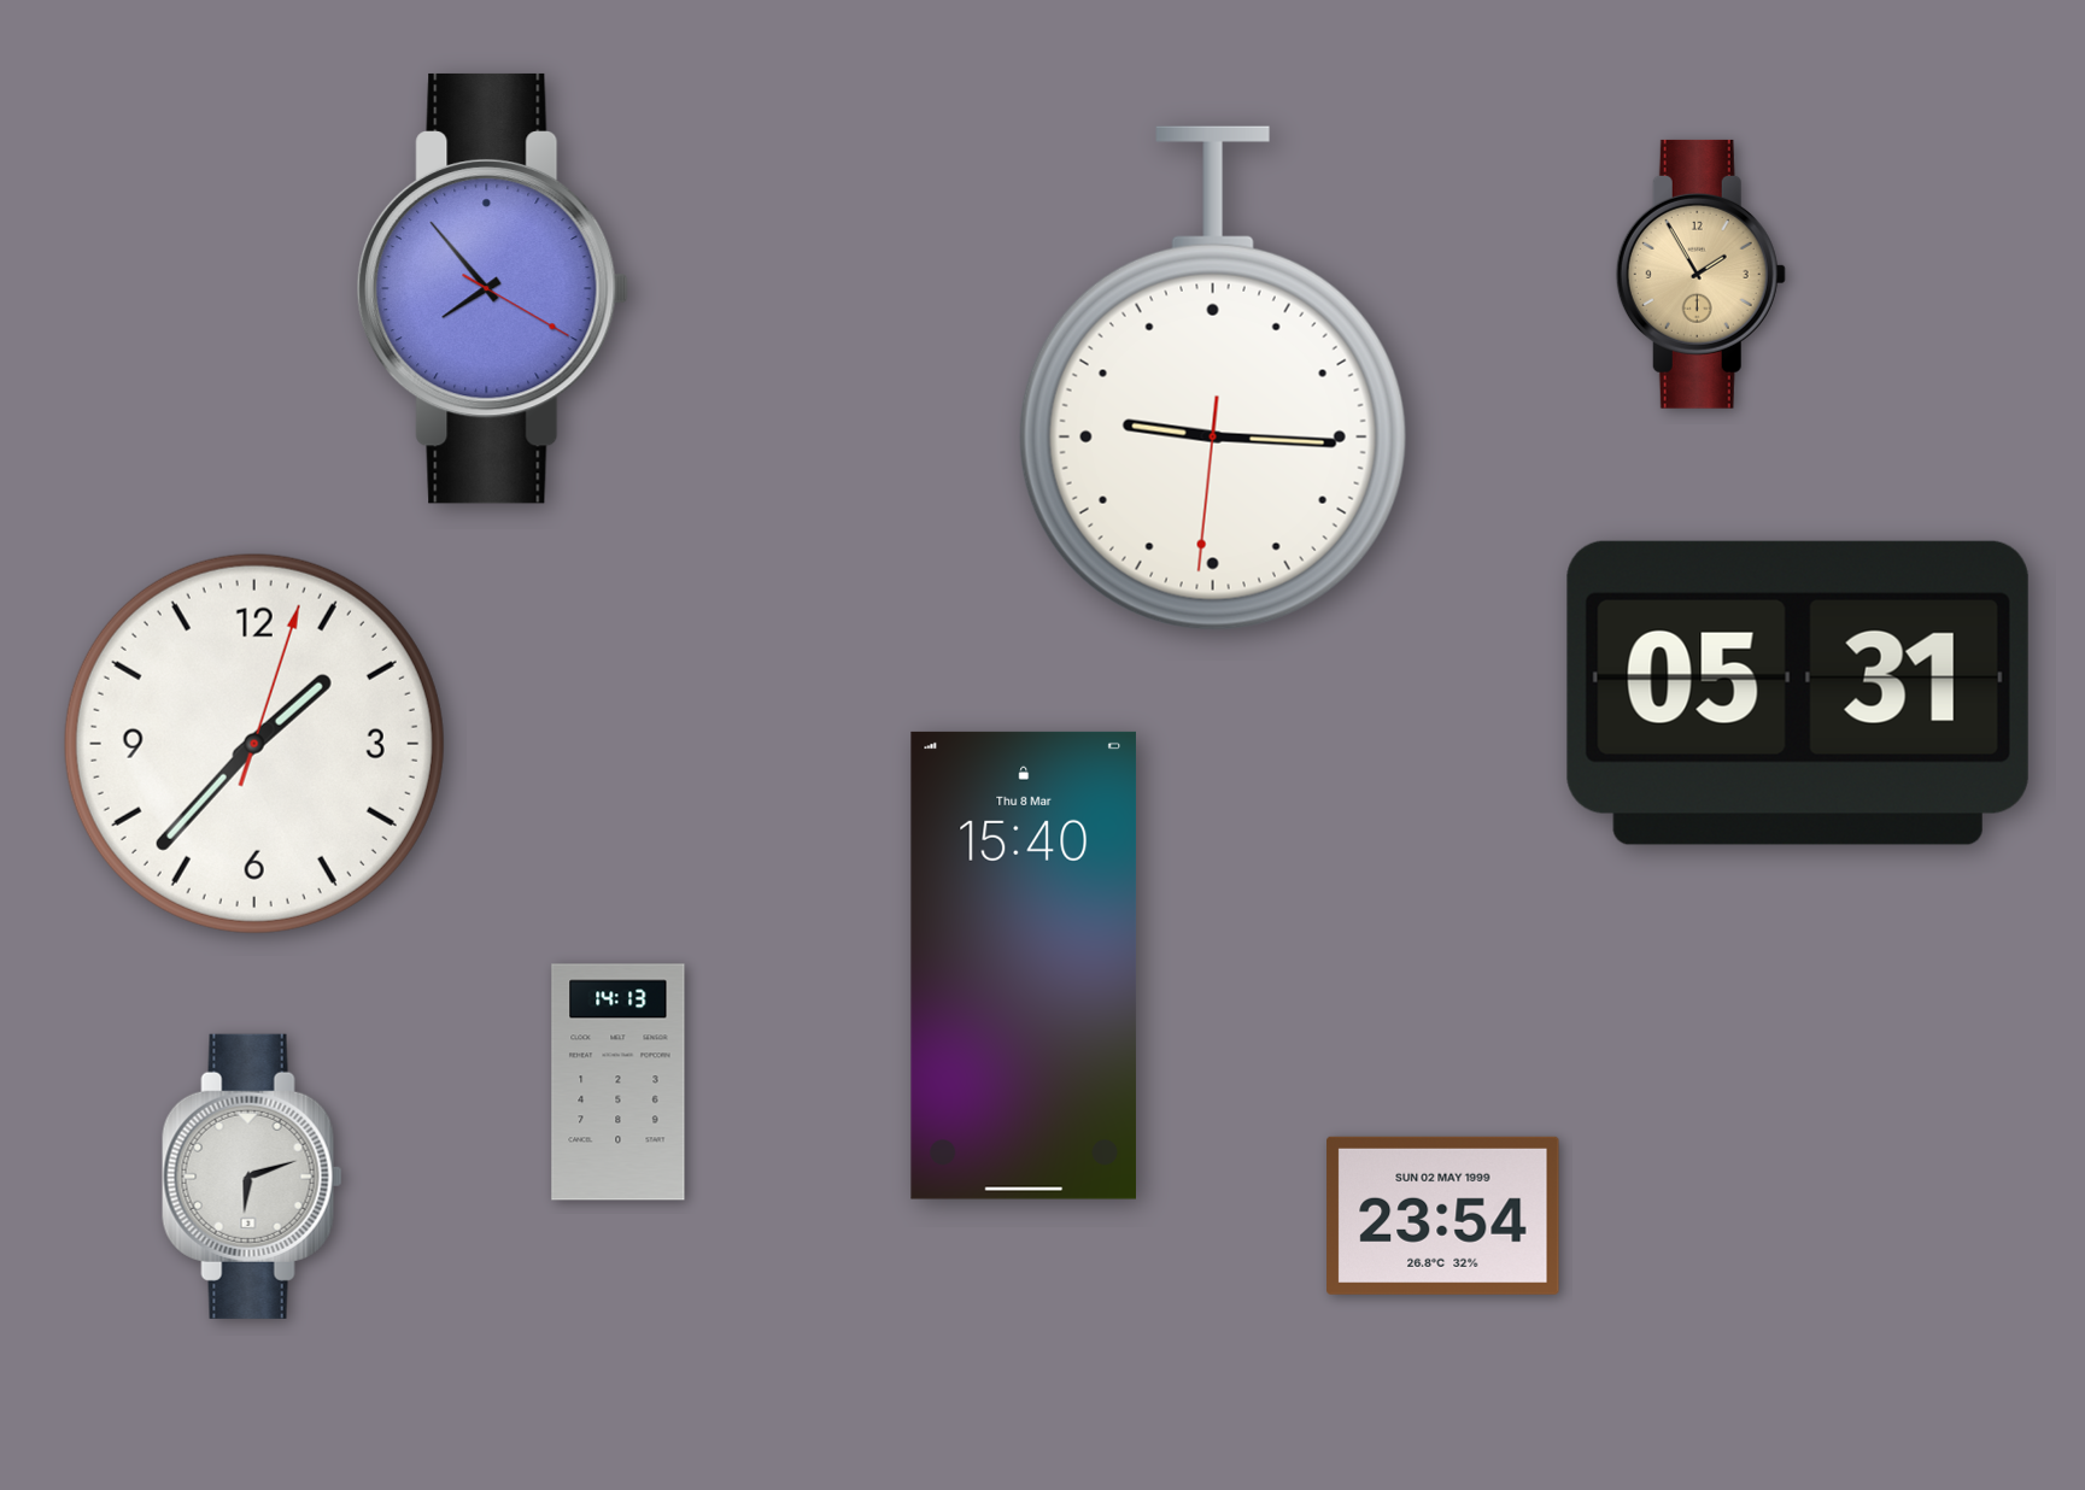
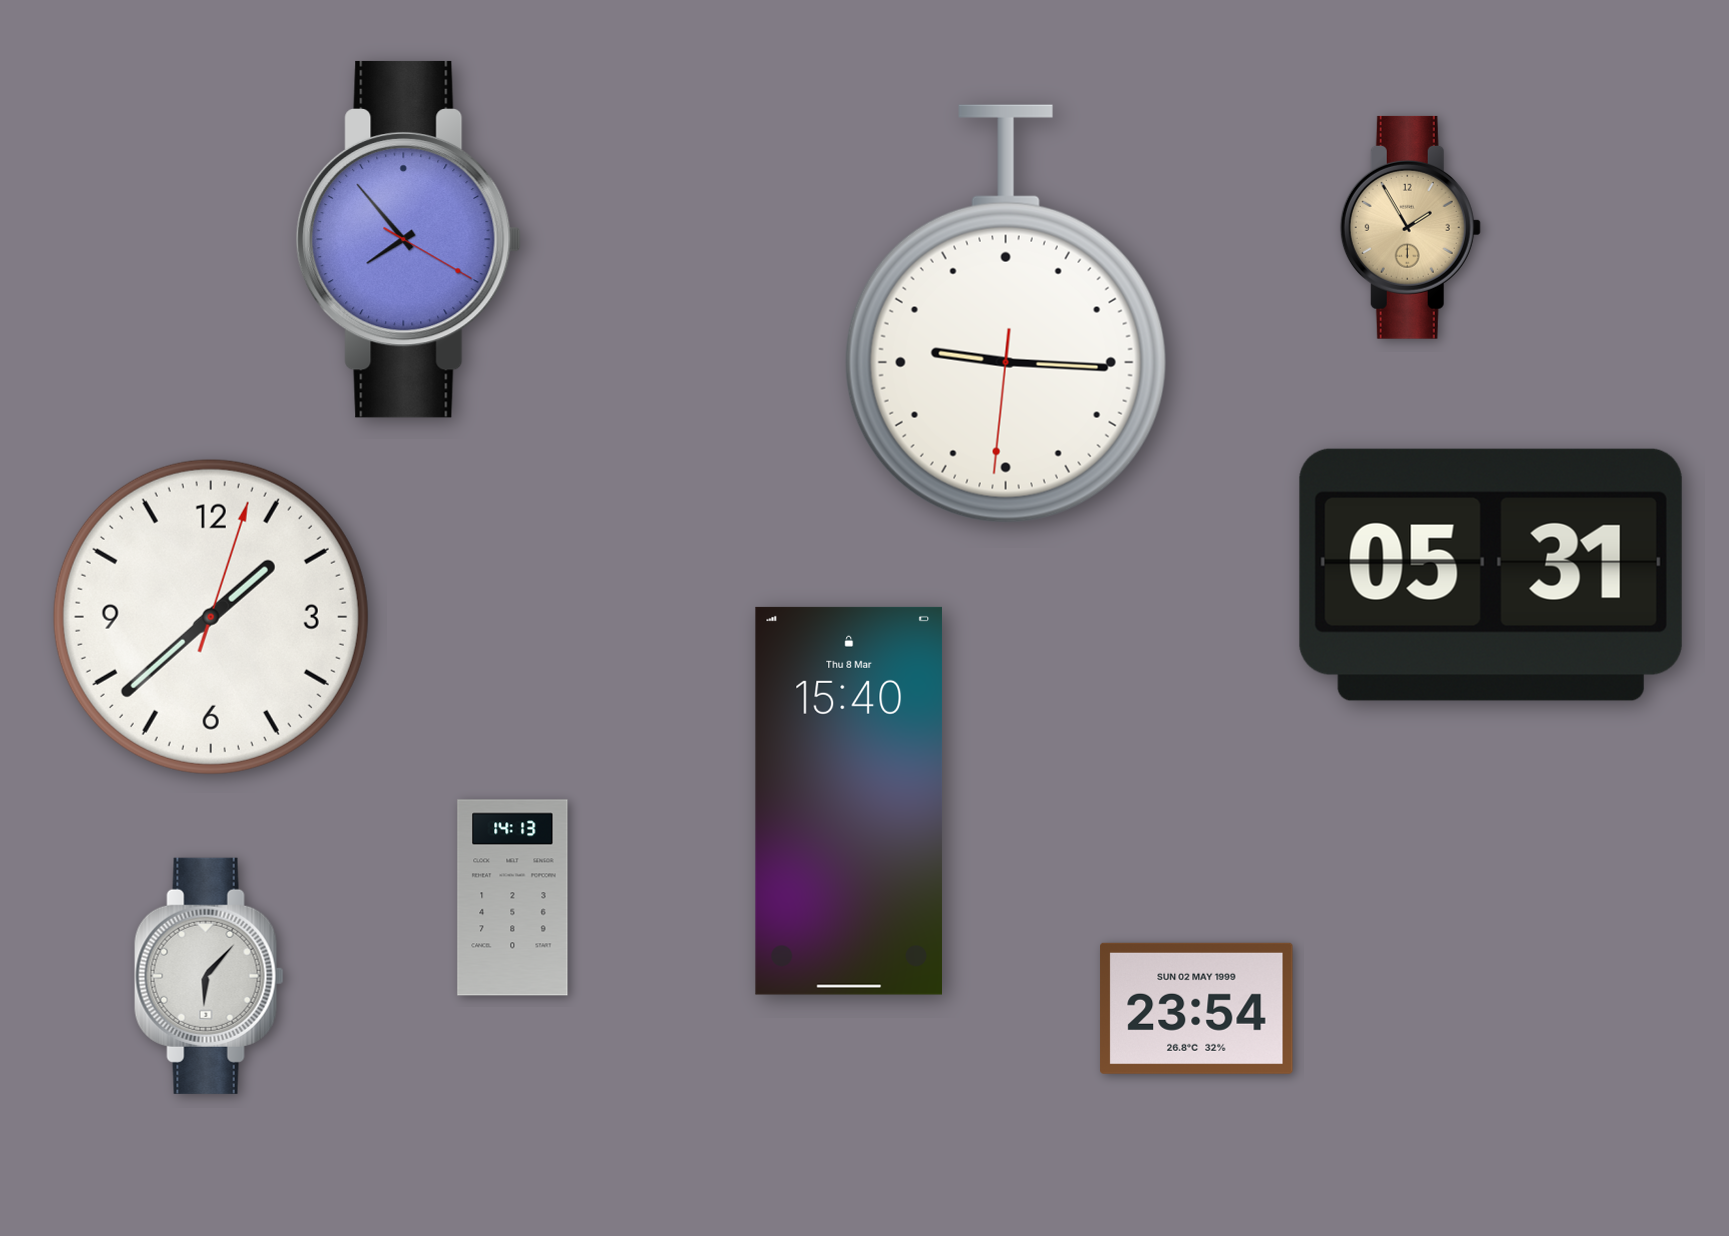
clock at (254, 744): 1:37 -> 1:38
clock at (252, 1177): 6:12 -> 6:07
